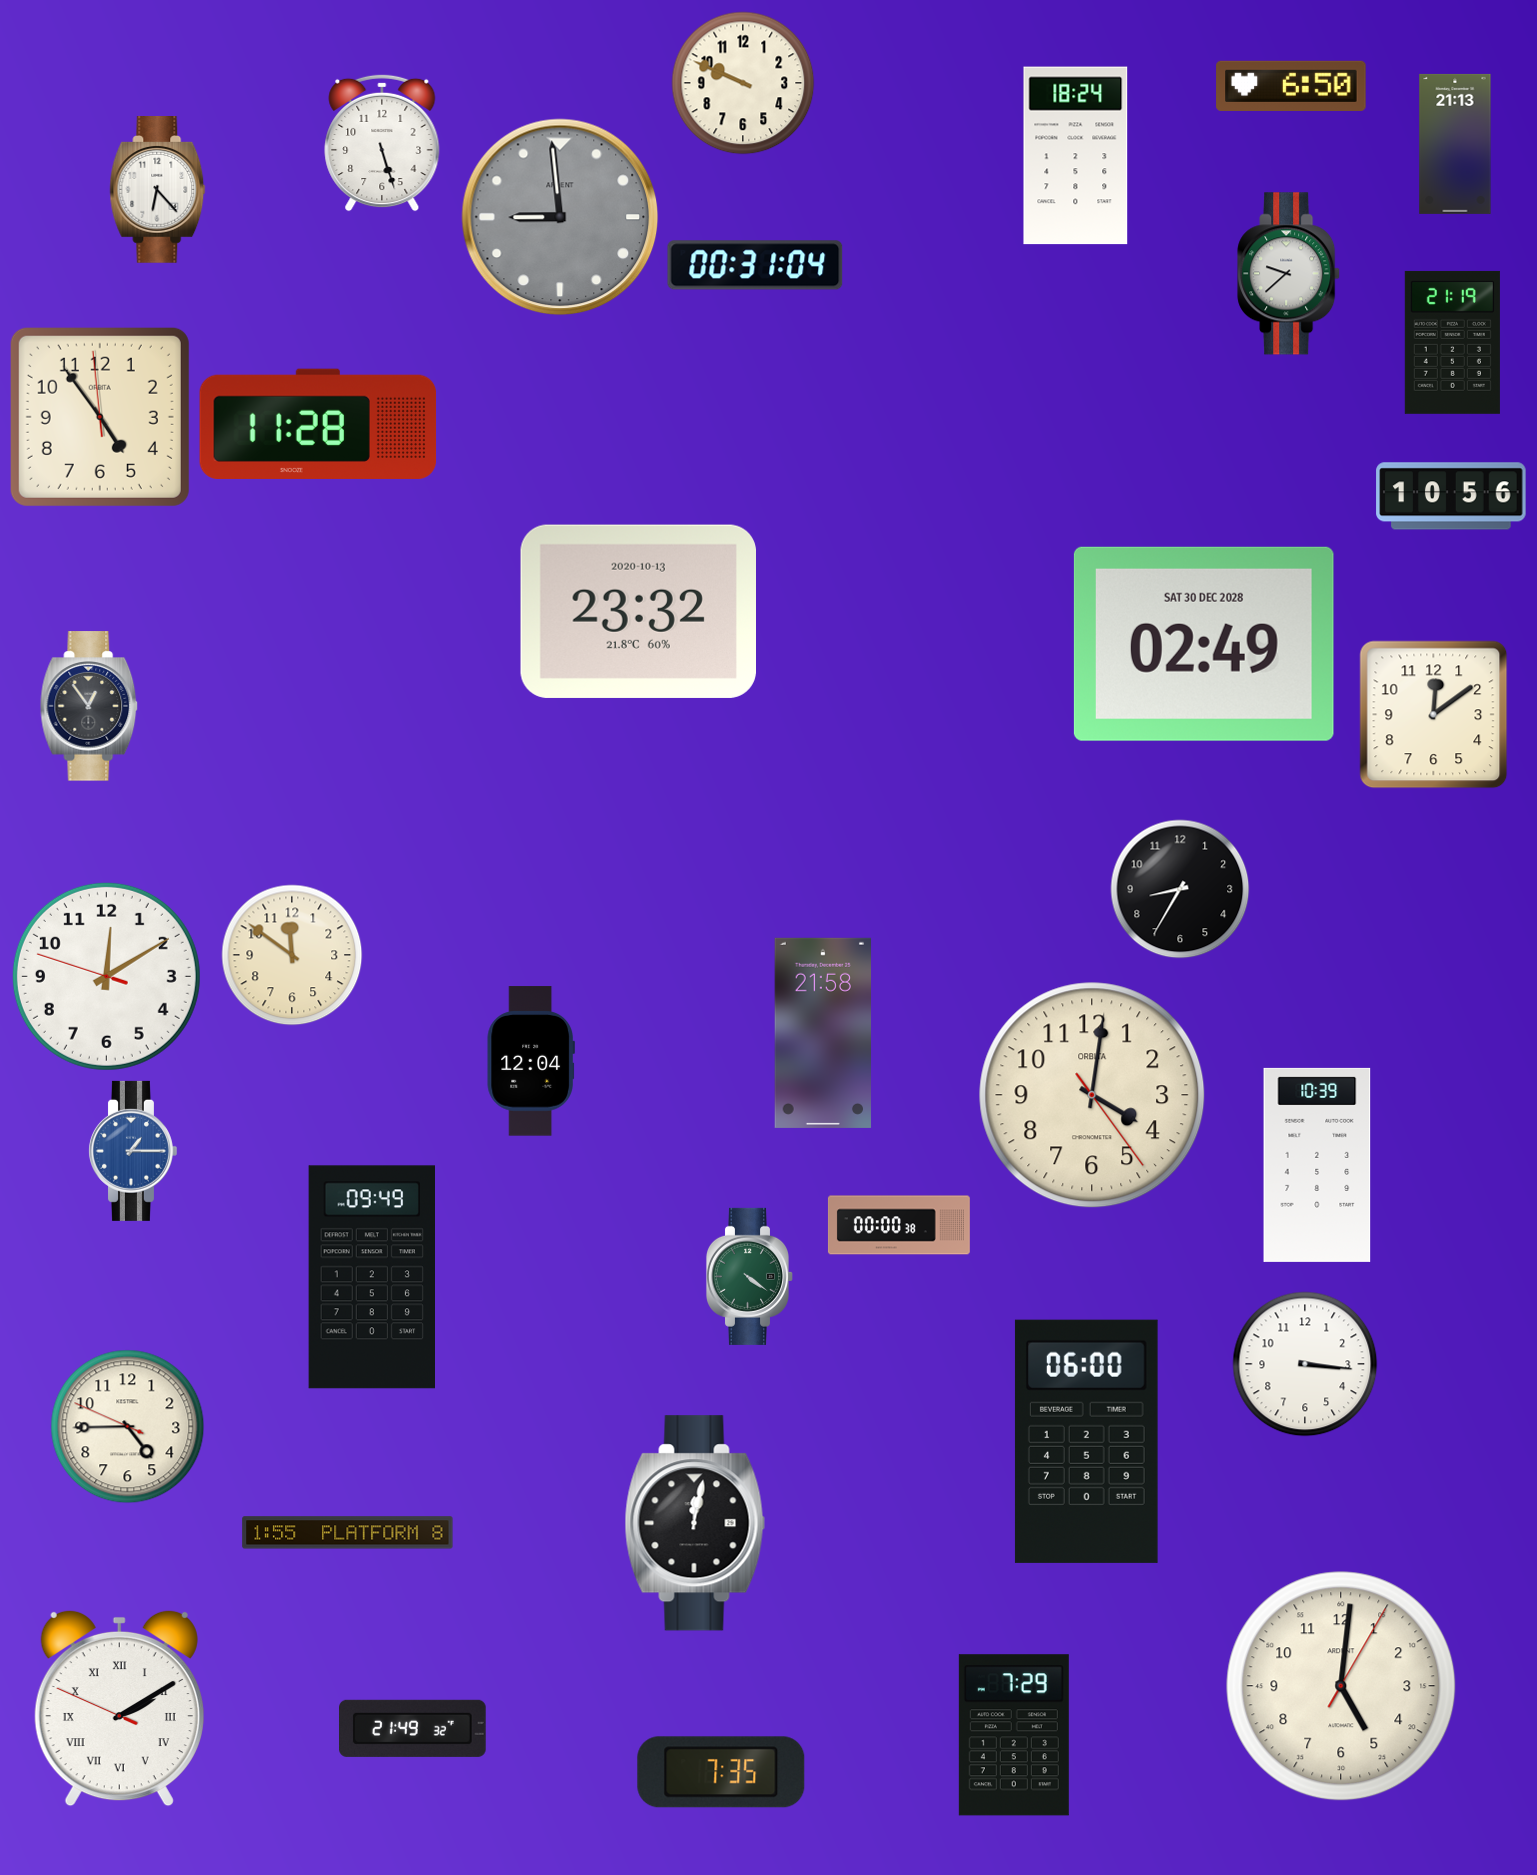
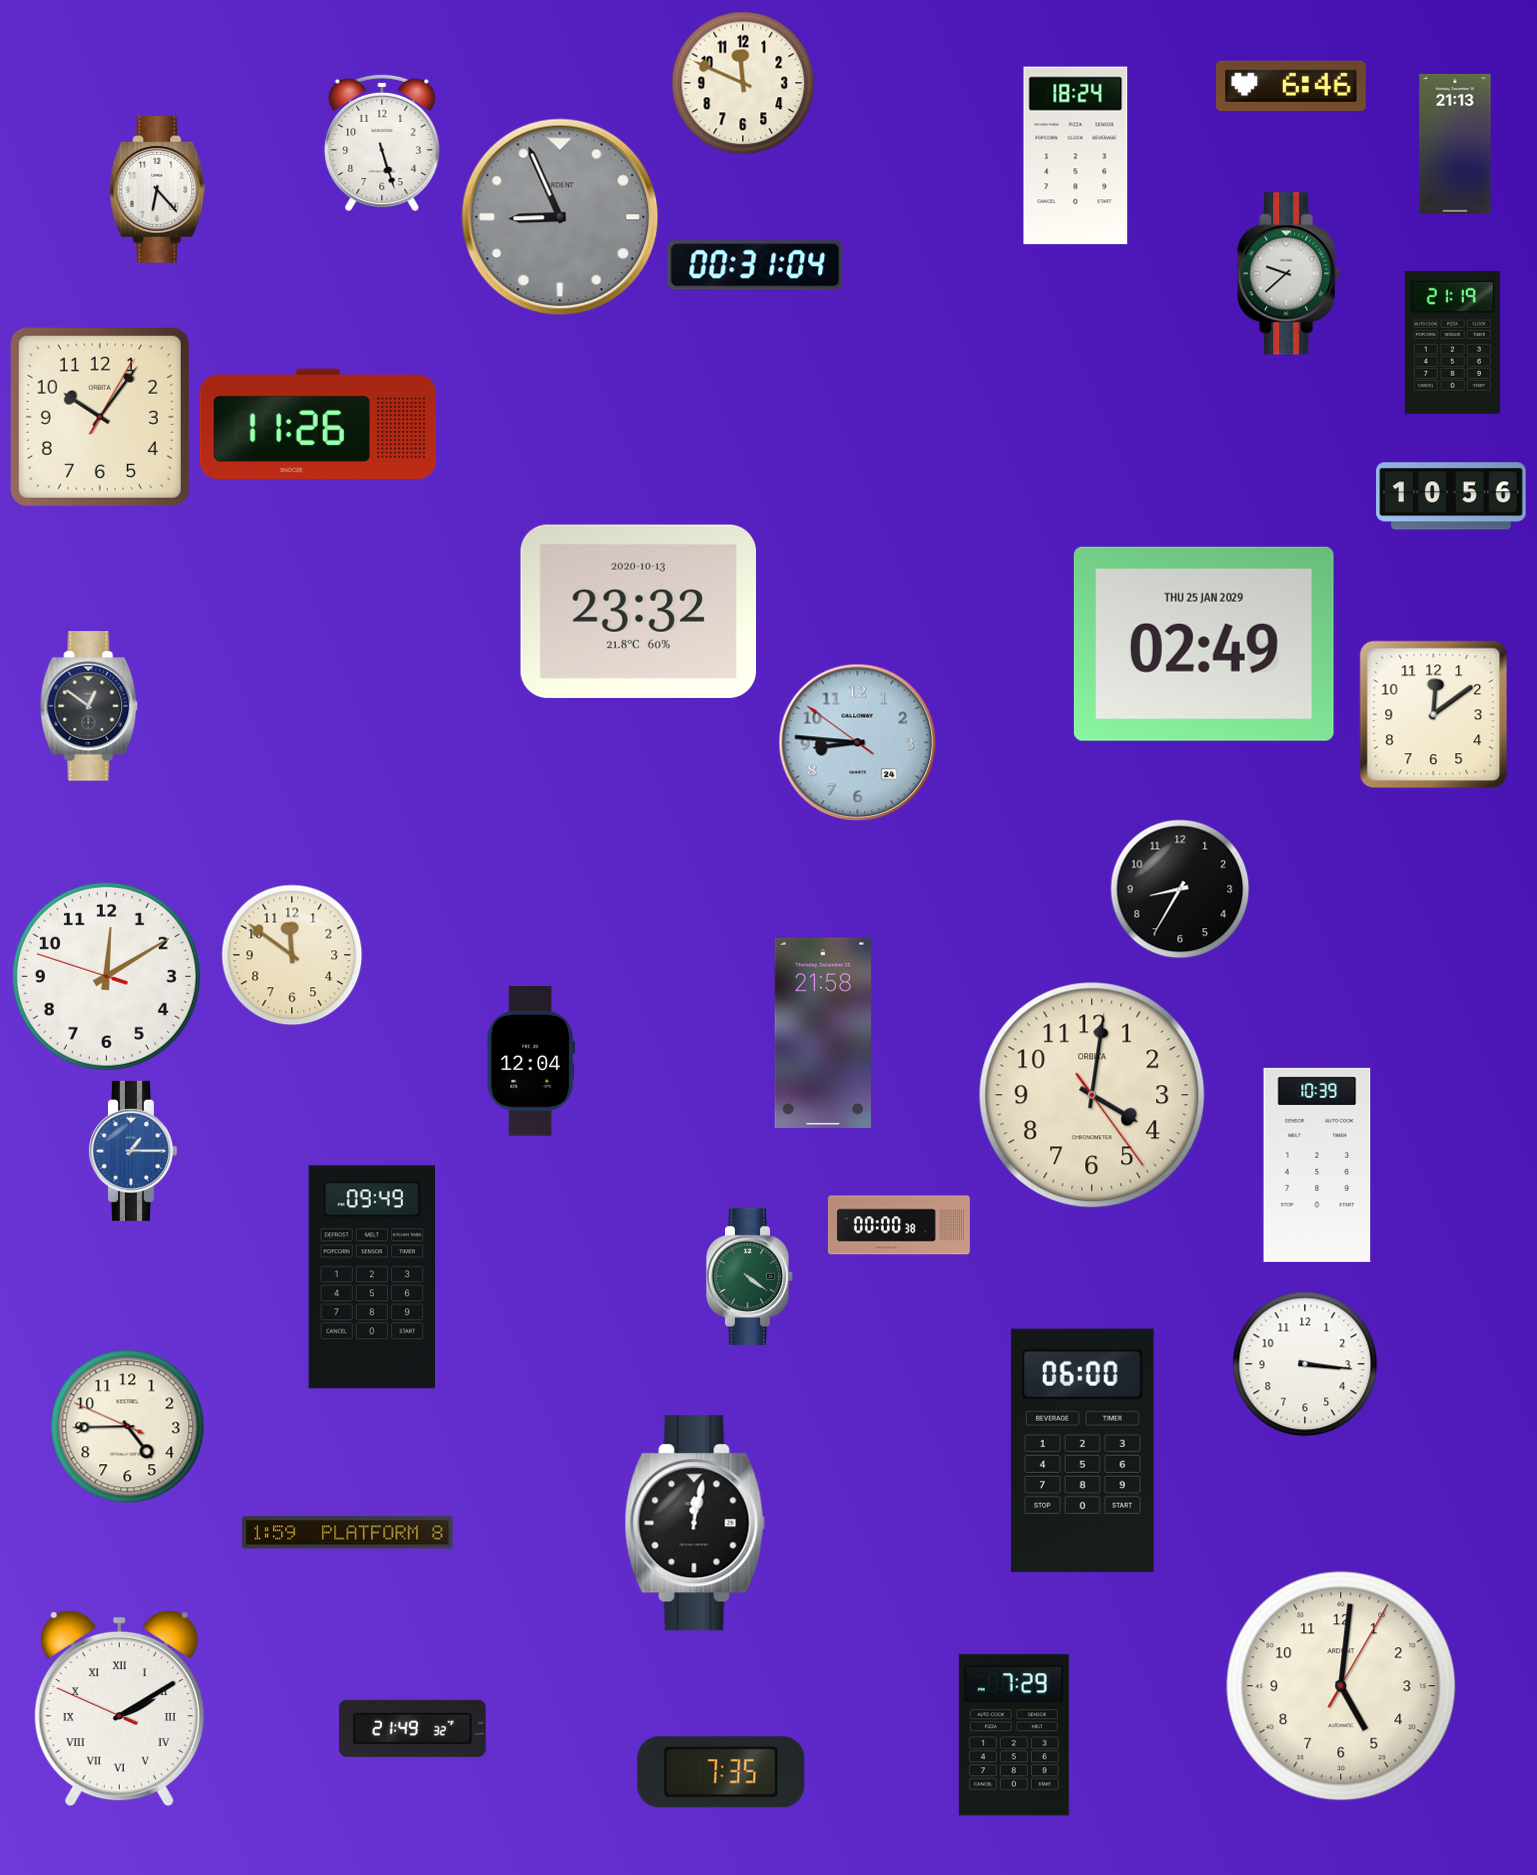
clock at (743, 83): 9:49 -> 11:49
clock at (1291, 86): 6:50 -> 6:46
clock at (560, 217): 8:59 -> 8:56
clock at (100, 417): 4:53 -> 10:06
clock at (318, 424): 11:28 -> 11:26
clock at (1204, 644) date: SAT 30 DEC 2028 -> THU 25 JAN 2029
clock at (89, 706): 12:54 -> 12:51
clock at (858, 743): none -> 8:45
clock at (1086, 1441) position: (1086, 1441) -> (1082, 1450)
clock at (348, 1533): 1:55 -> 1:59
